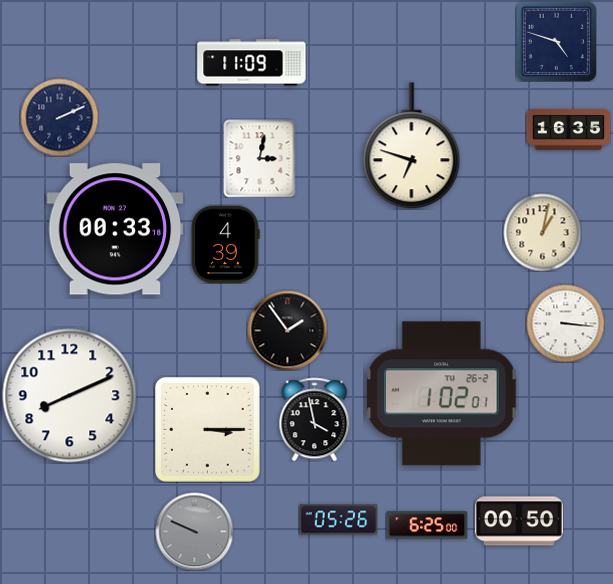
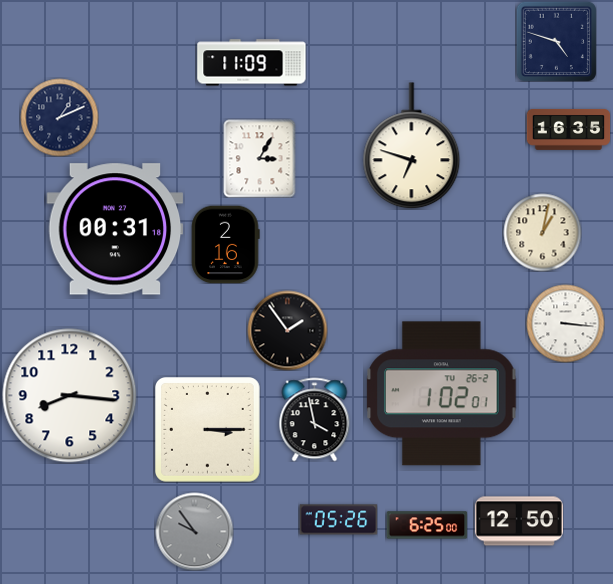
clock at (59, 117): 2:11 -> 1:11
clock at (260, 158): 3:02 -> 3:05
clock at (115, 229): 00:33 -> 00:31
clock at (225, 244): 4:39 -> 2:16
clock at (70, 396): 8:11 -> 8:16
clock at (519, 521): 00:50 -> 12:50
clock at (194, 531): 9:49 -> 9:54
